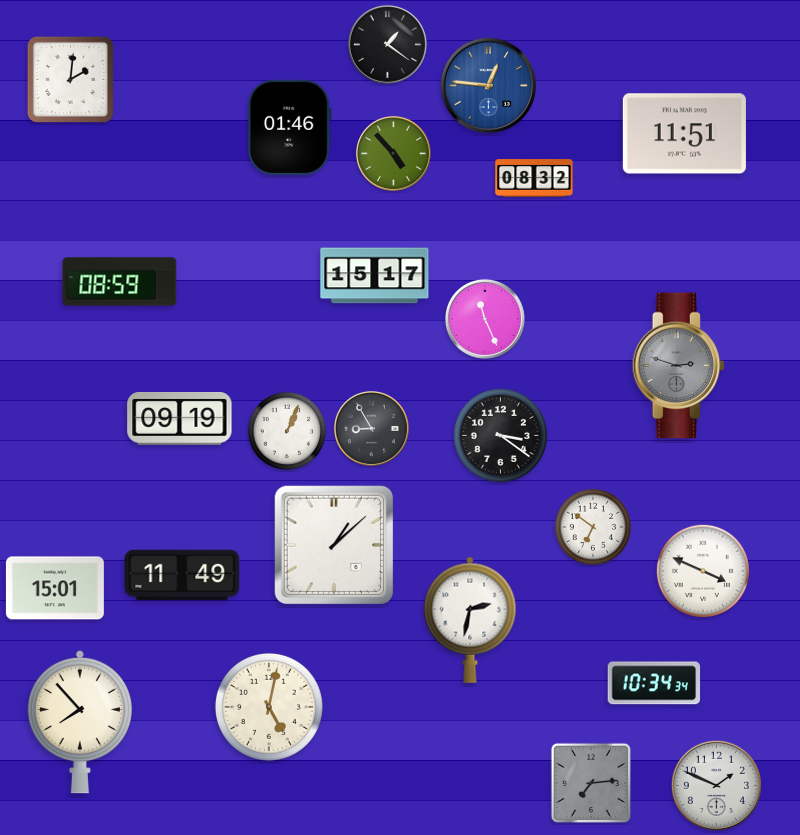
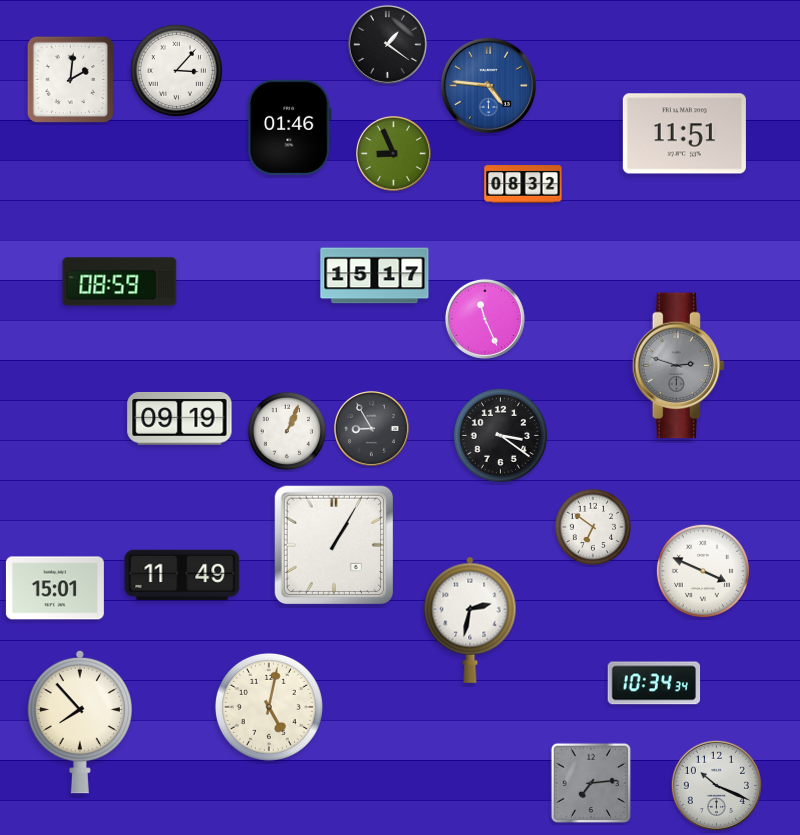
clock at (176, 70): none -> 3:07
clock at (488, 85): 12:46 -> 4:46
clock at (393, 153): 4:53 -> 8:56
clock at (534, 178) position: (534, 178) -> (523, 184)
clock at (333, 544): 1:08 -> 1:05
clock at (716, 785): 1:49 -> 10:19
